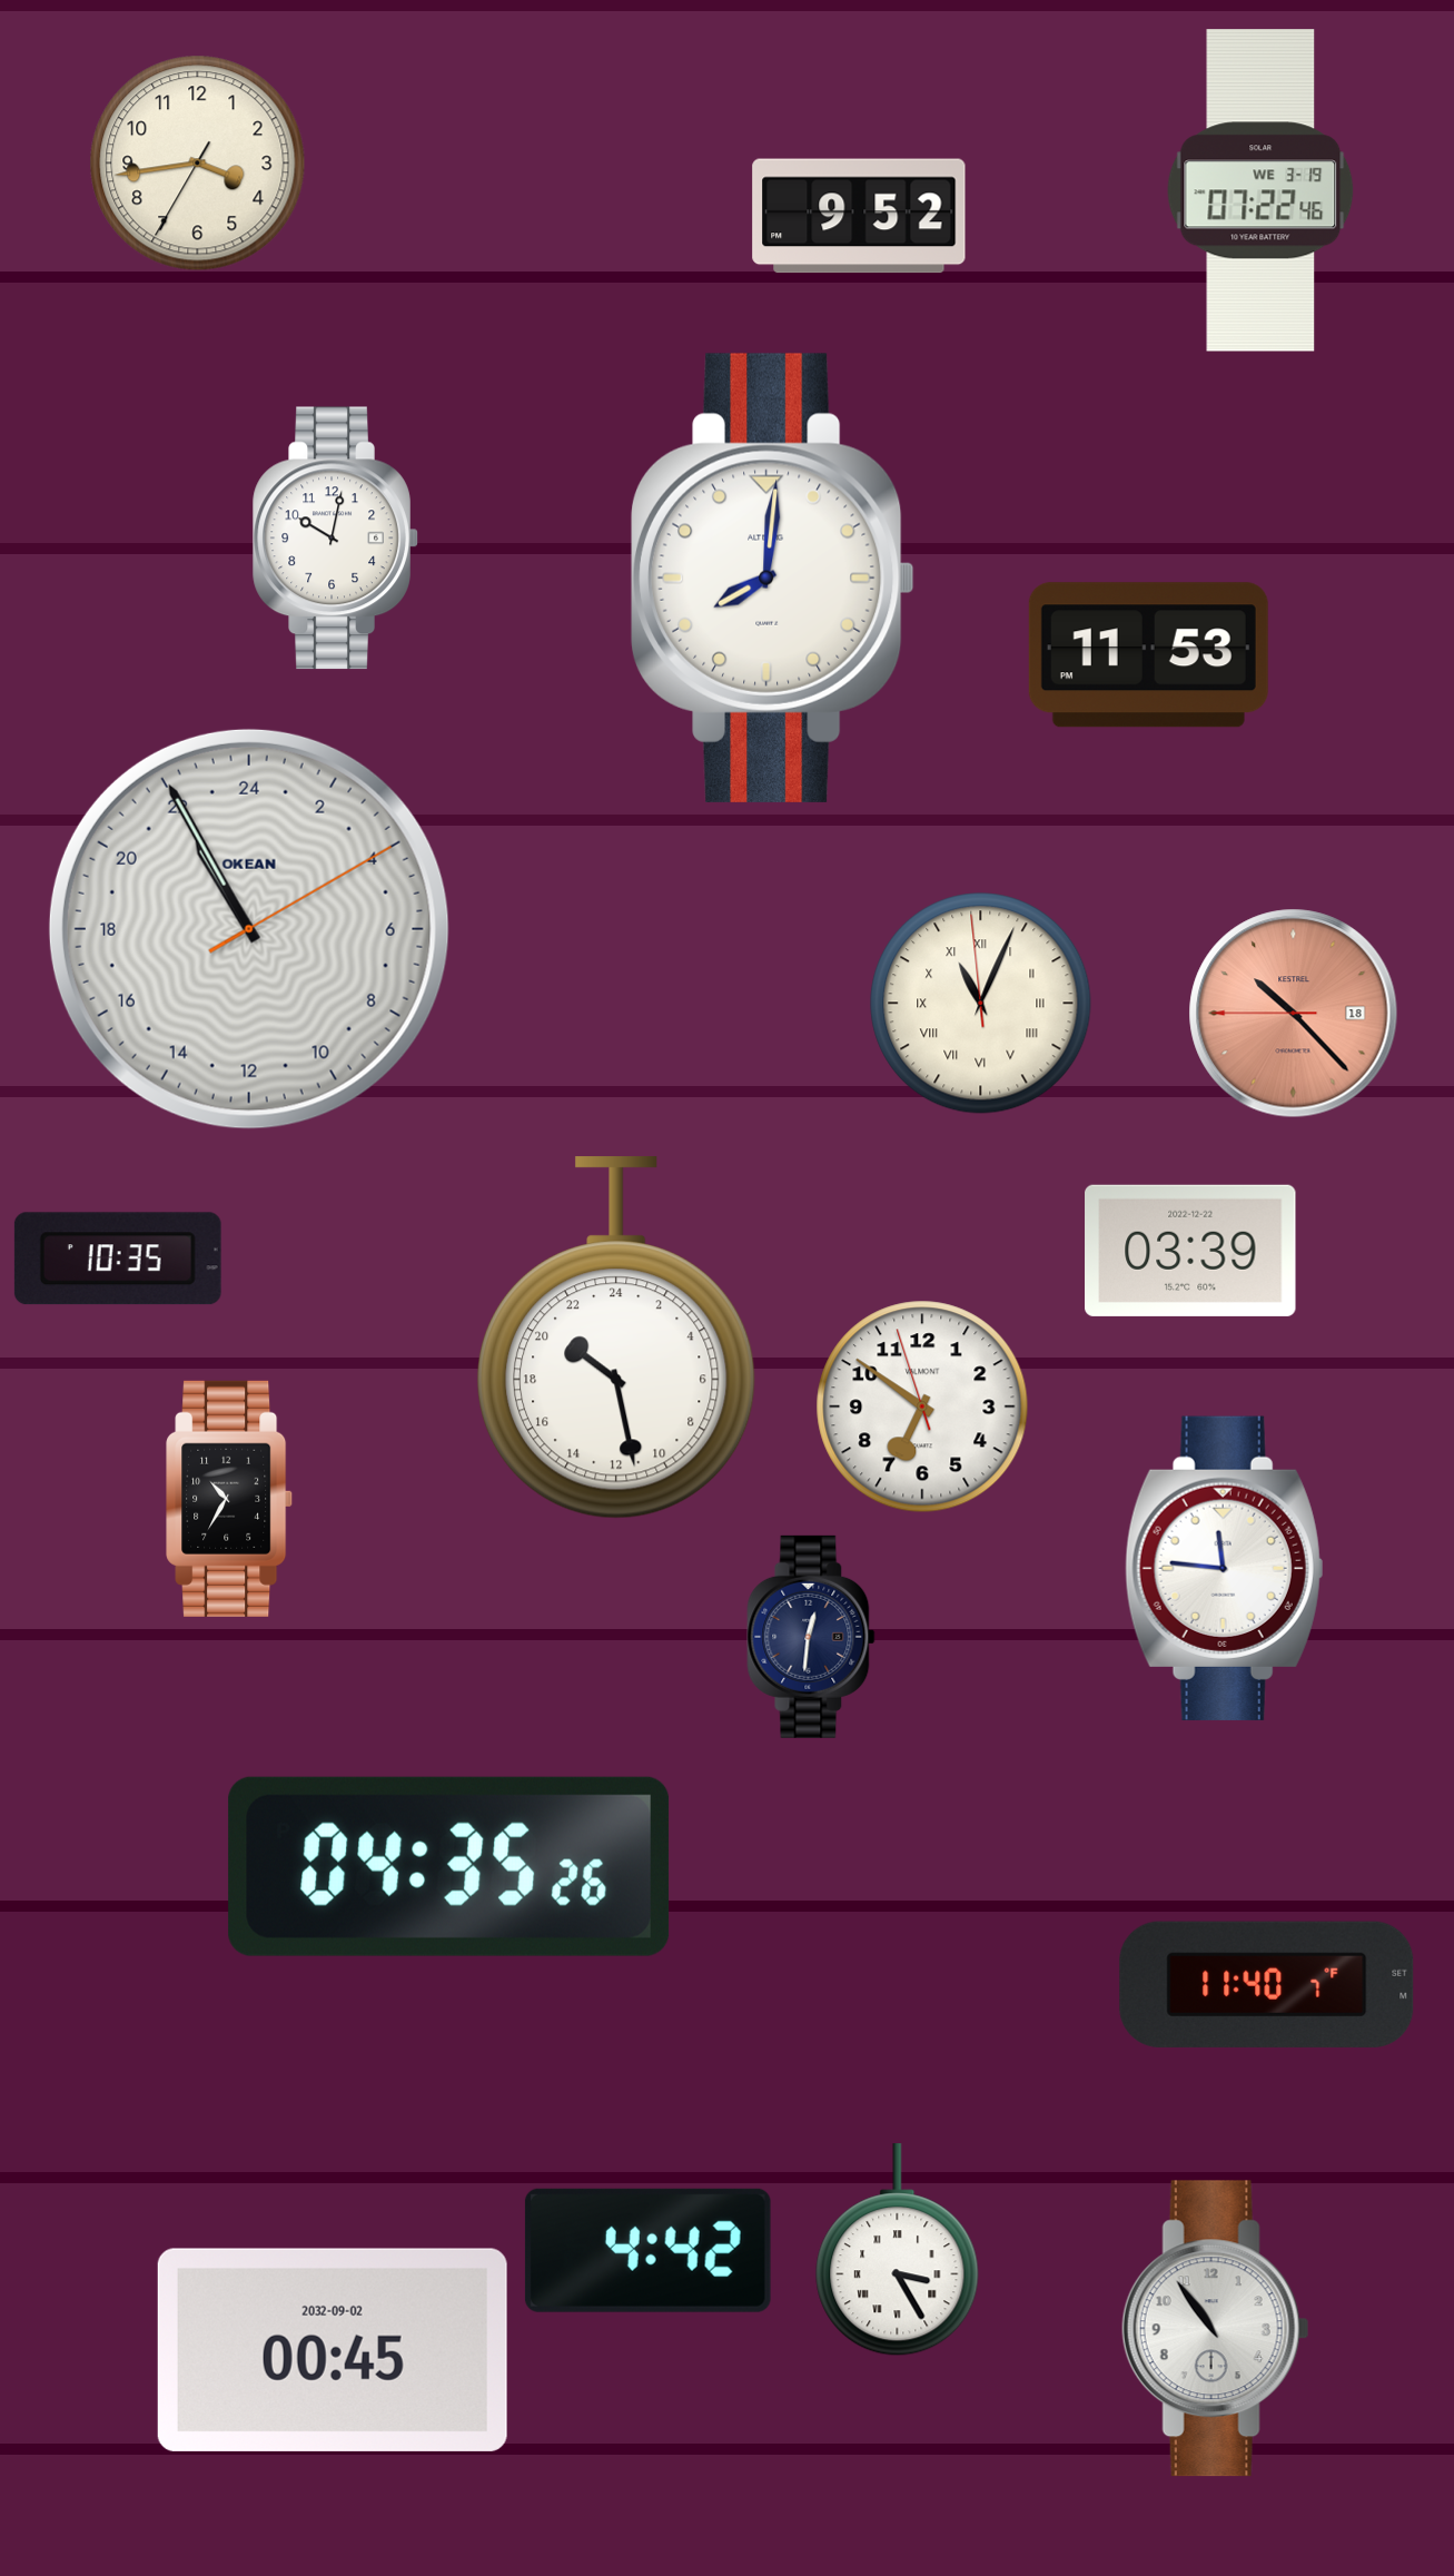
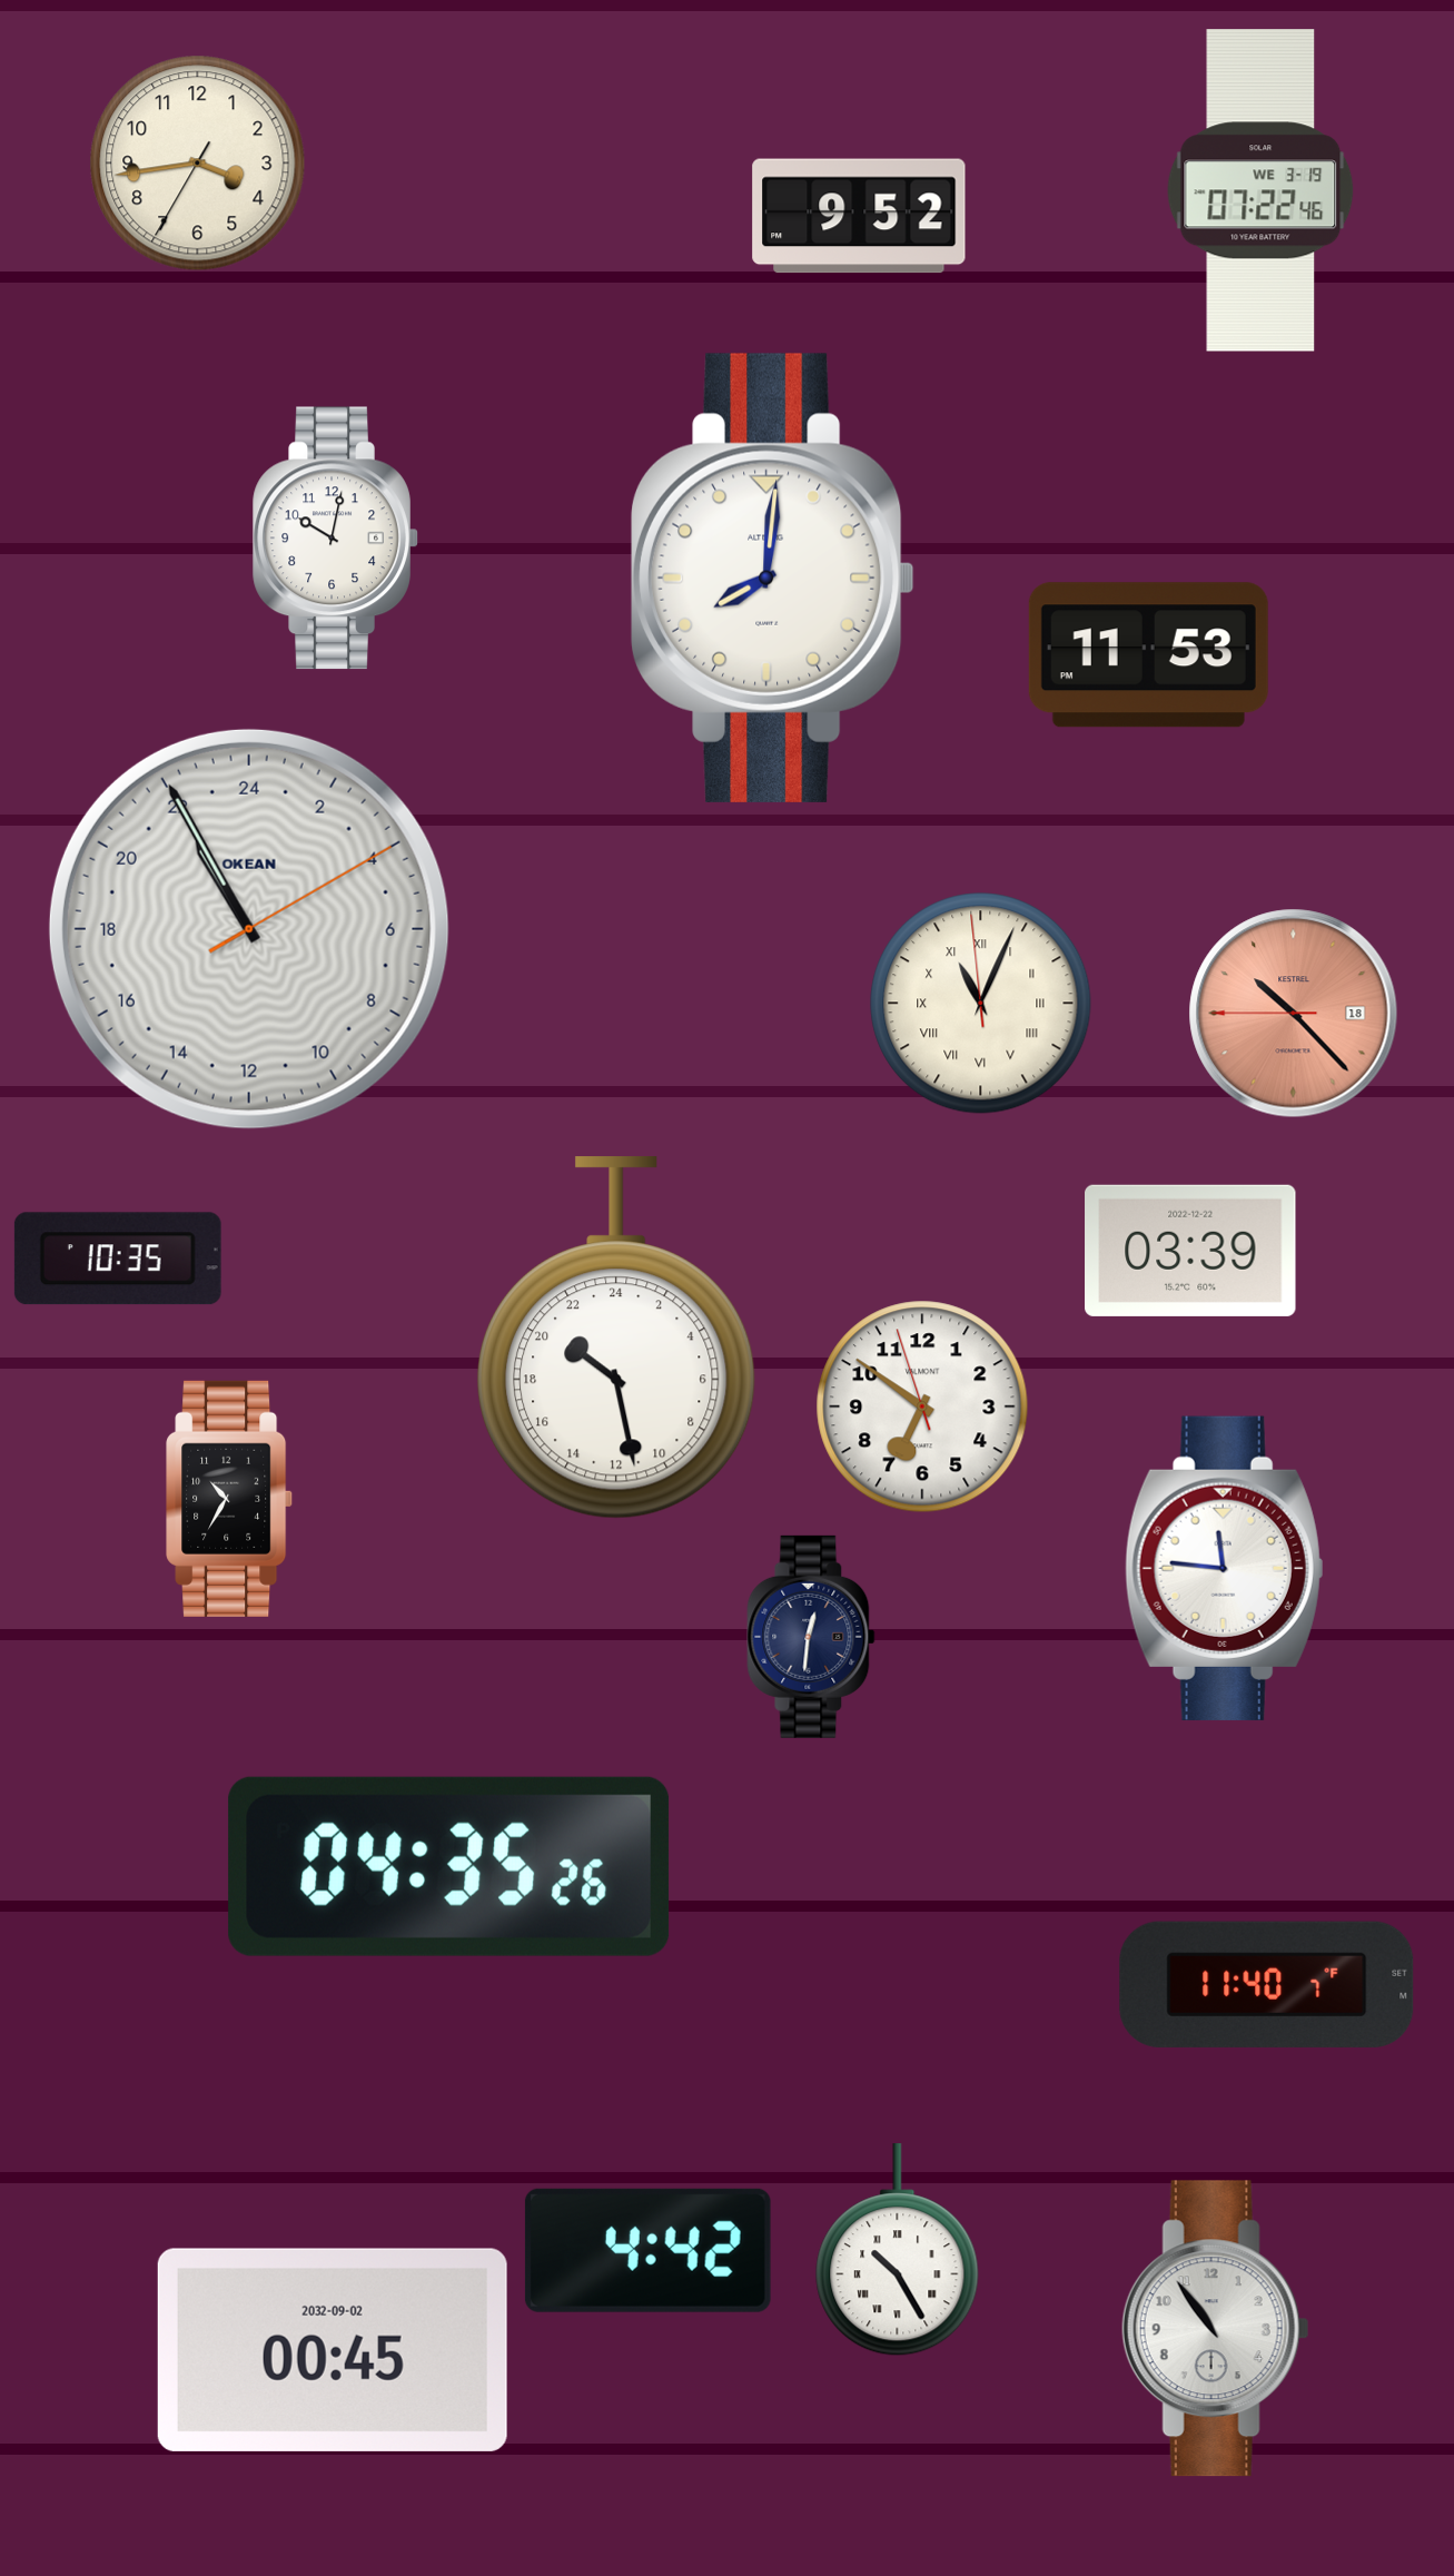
clock at (898, 2250): 3:25 -> 10:25
